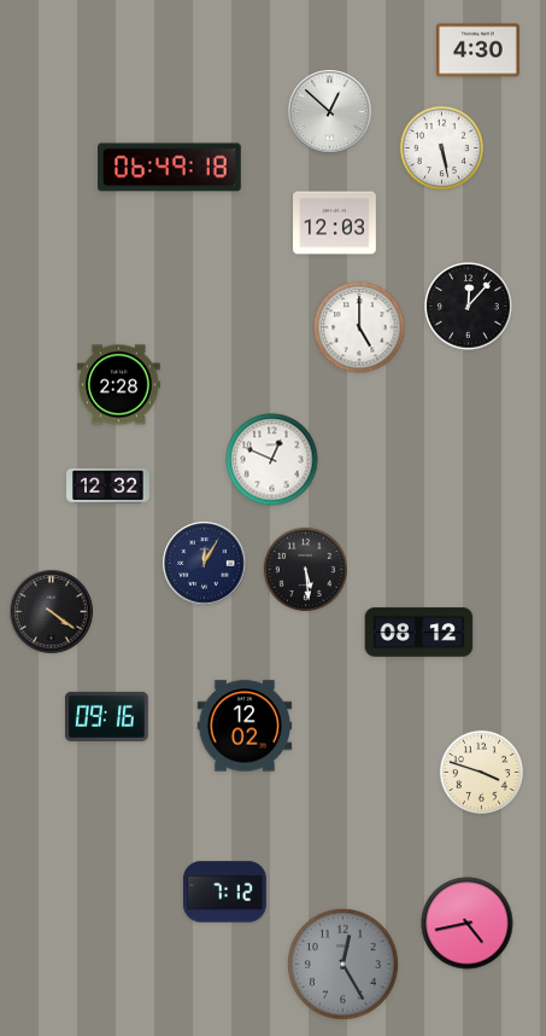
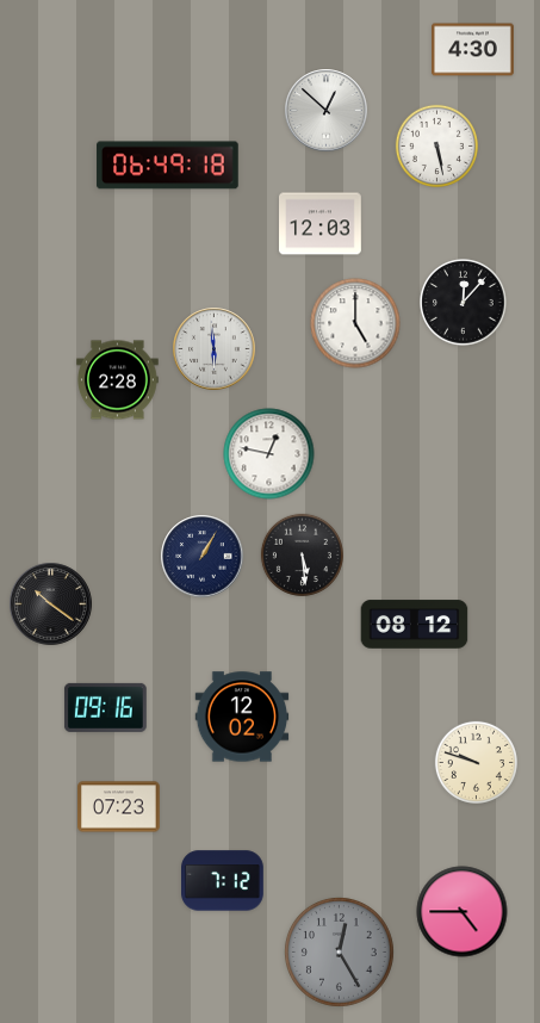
clock at (335, 223) position: (335, 223) -> (321, 224)
clock at (215, 349): none -> 5:59
clock at (272, 460): 12:49 -> 12:47
clock at (108, 485): 12:32 -> none
clock at (205, 564): 12:05 -> 1:05
clock at (305, 569) position: (305, 569) -> (302, 554)
clock at (52, 612): 4:21 -> 10:21
clock at (481, 772): 3:48 -> 9:48
clock at (119, 807): none -> 07:23
clock at (468, 924): 4:43 -> 4:45
